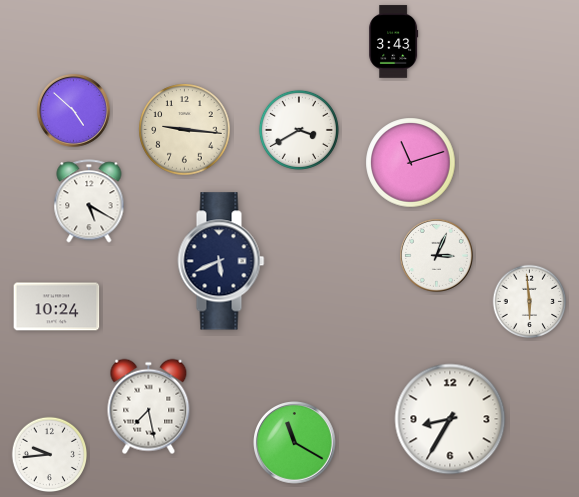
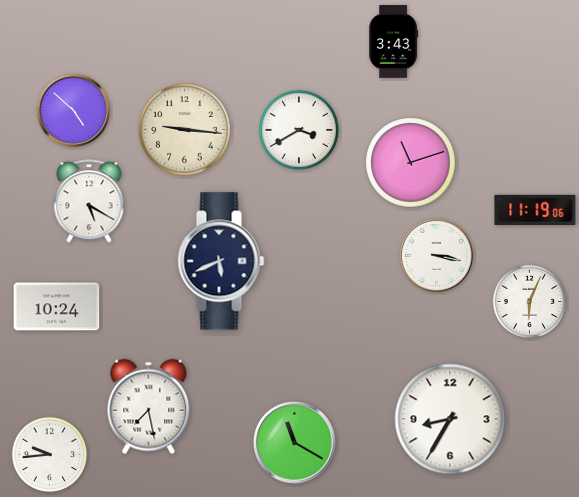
clock at (535, 210): none -> 11:19
clock at (436, 255): 3:04 -> 3:17
clock at (530, 302): 5:59 -> 6:04
